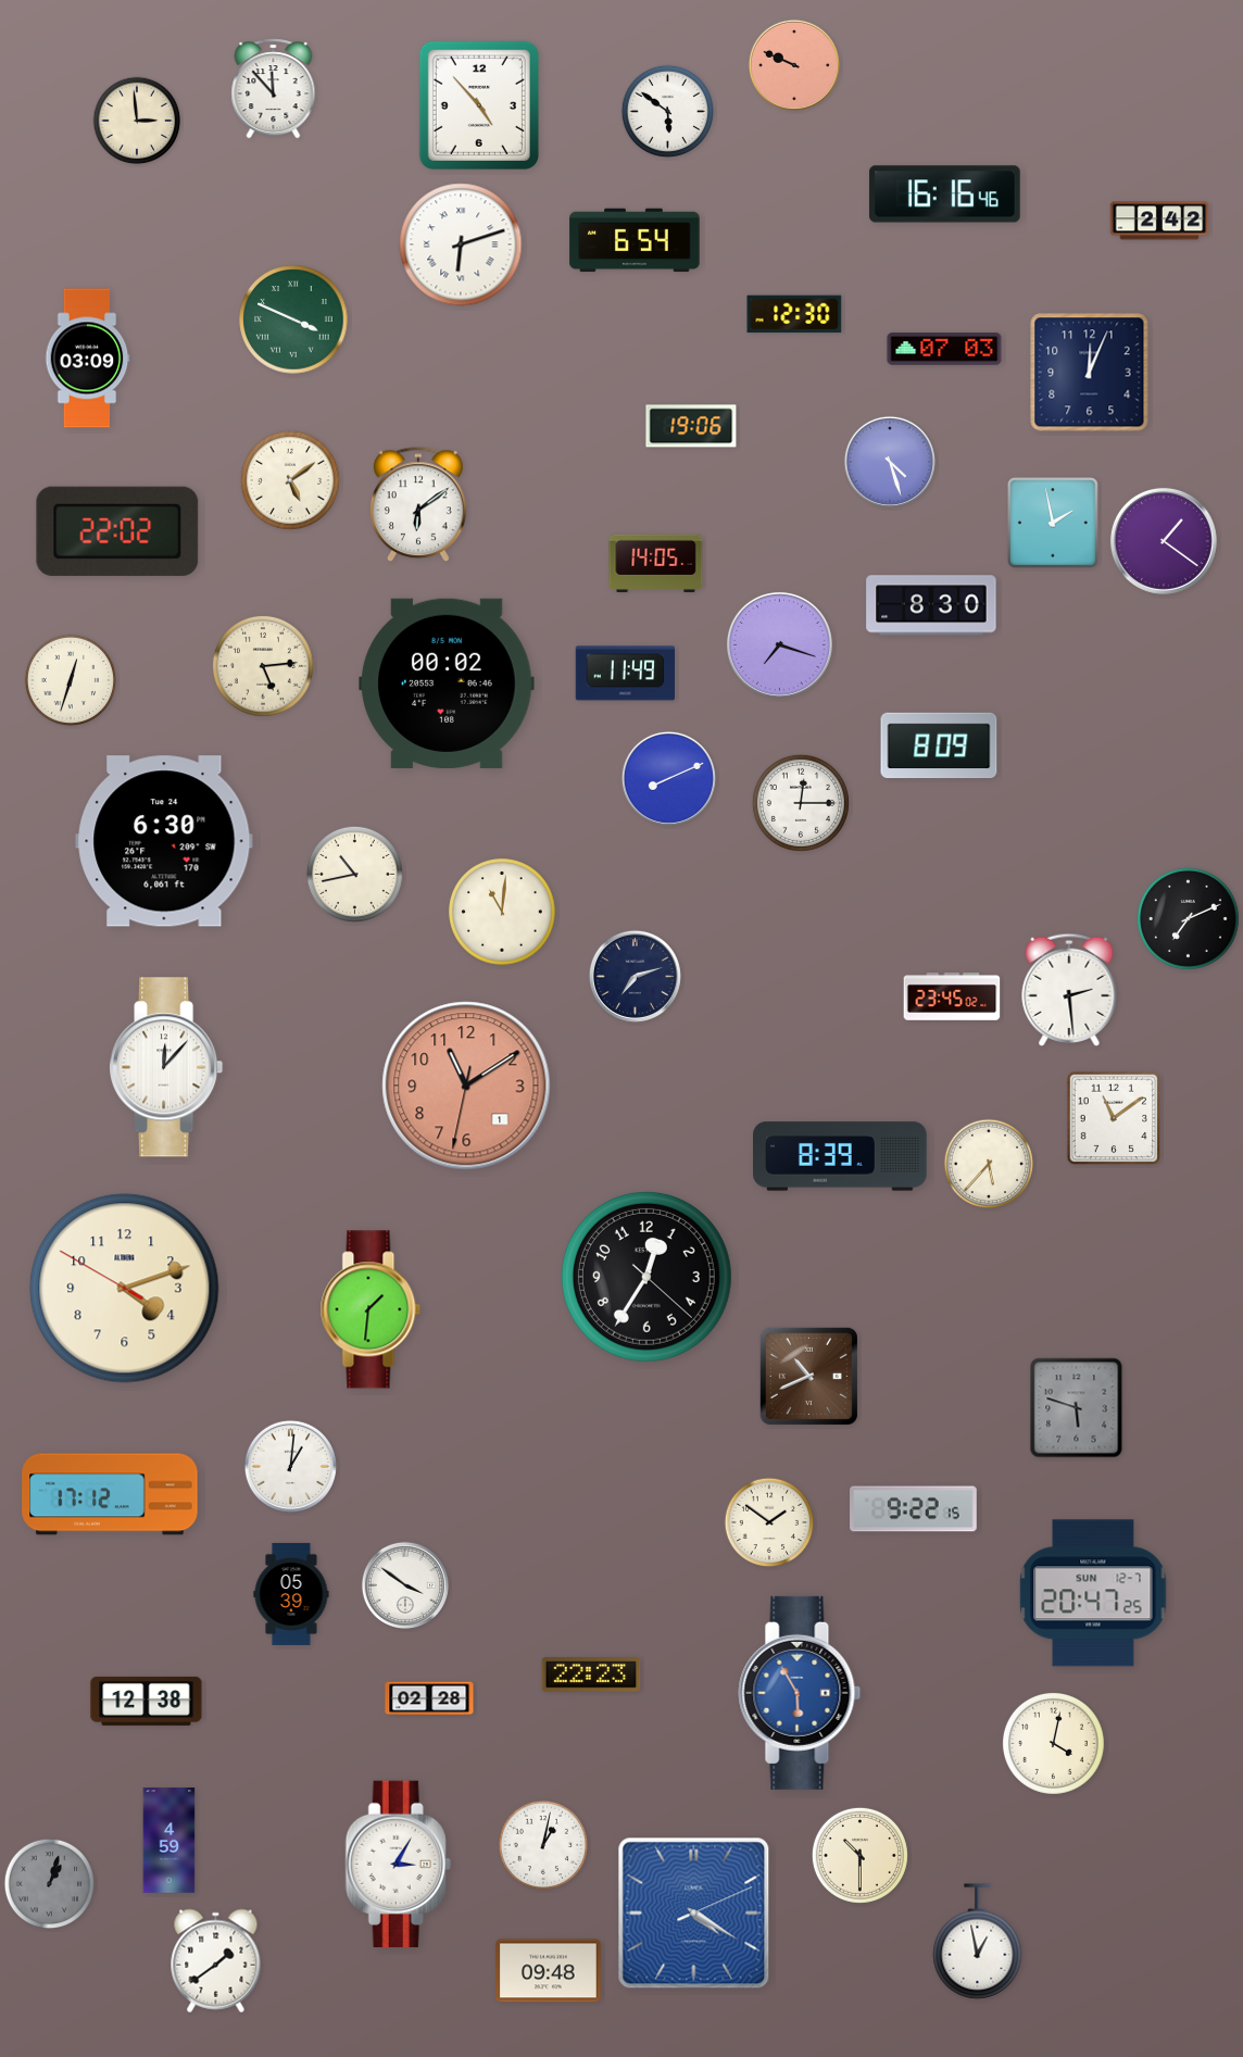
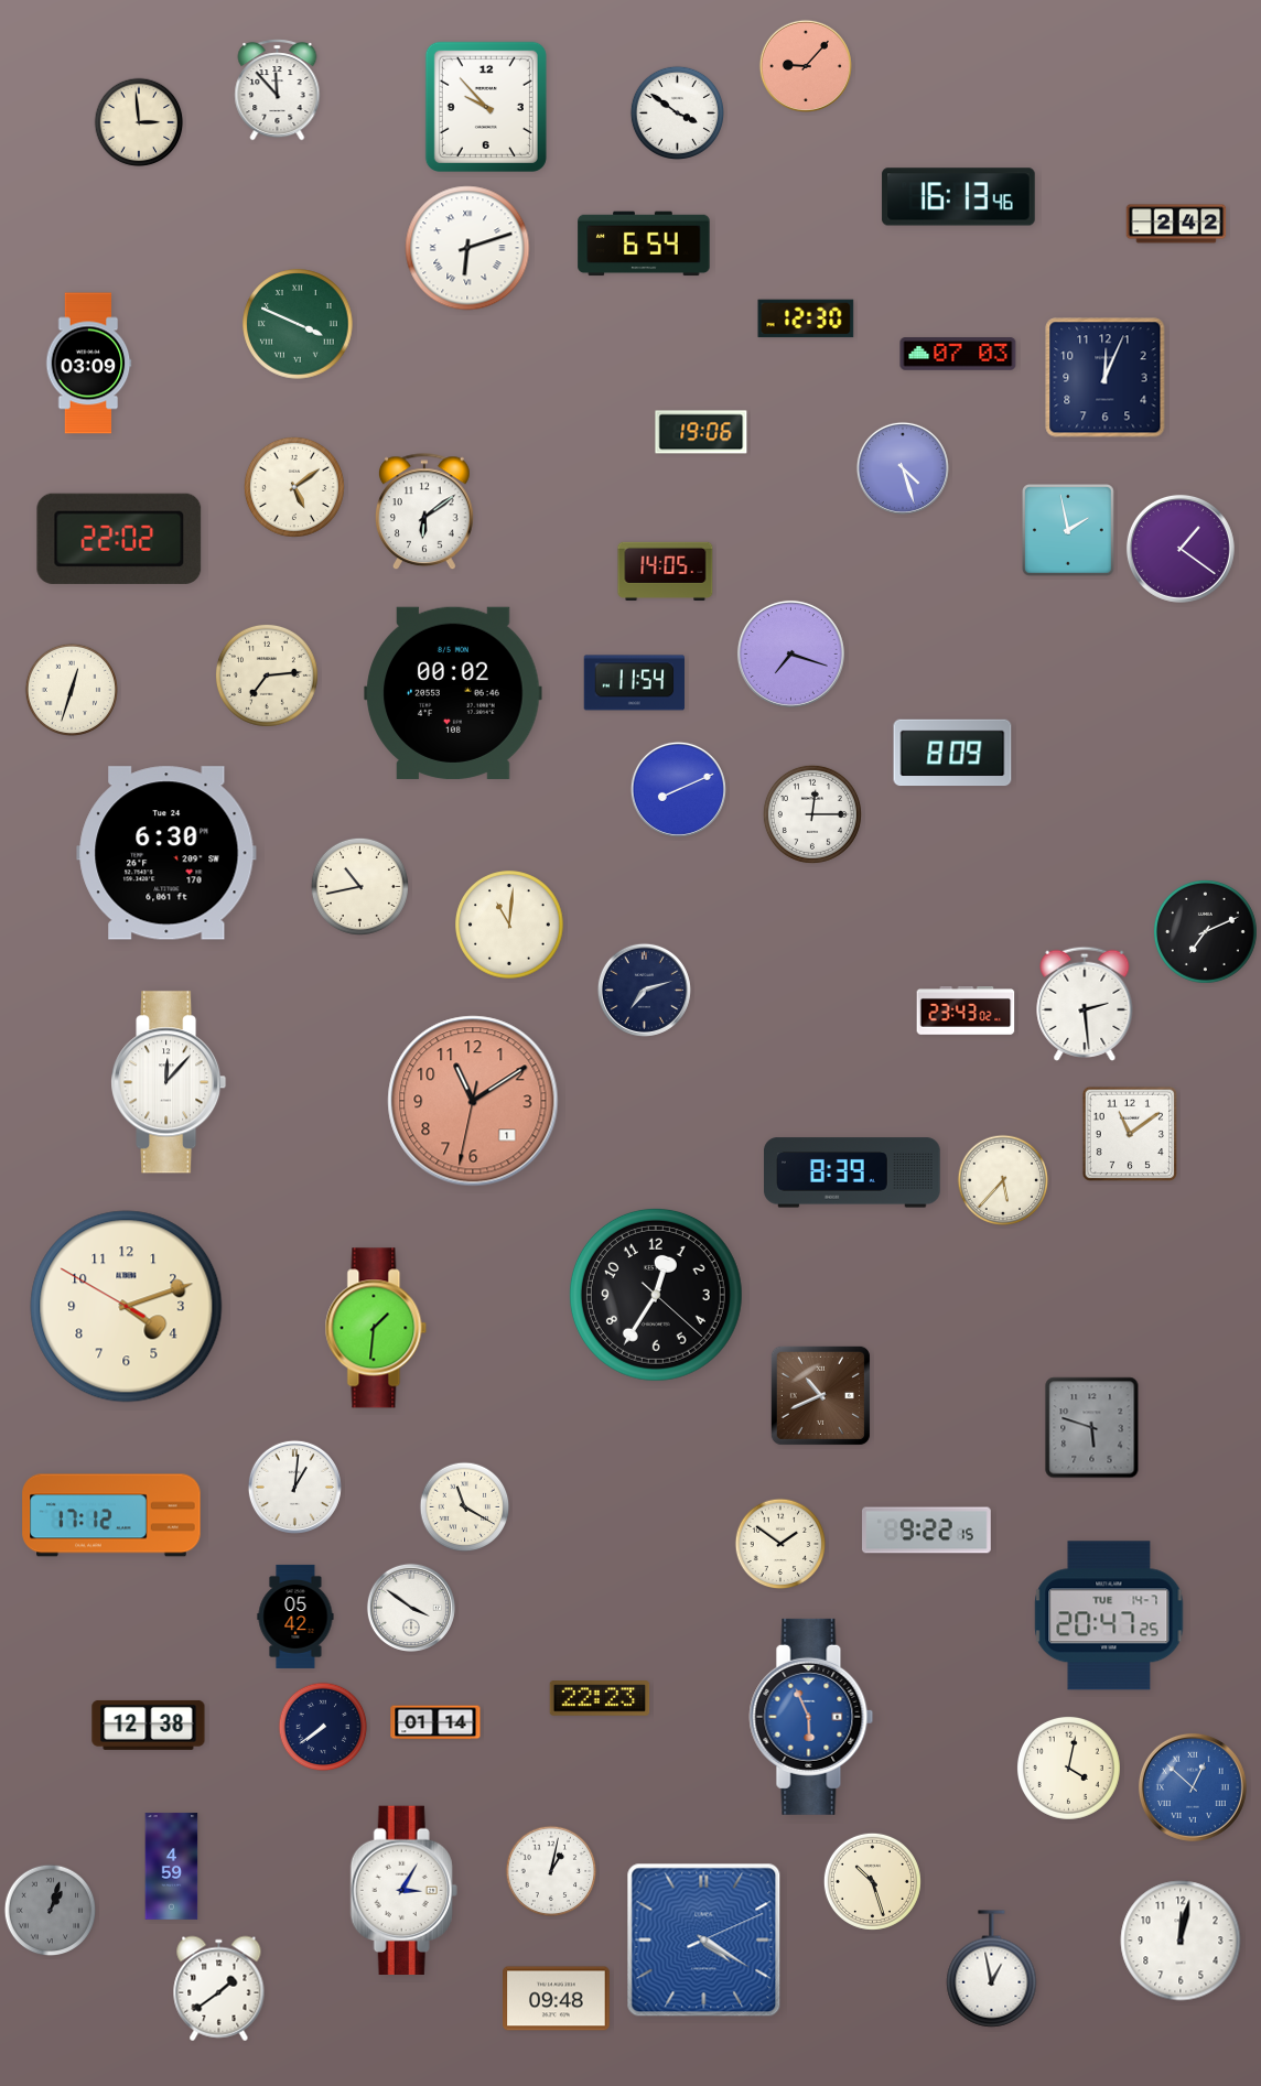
clock at (794, 65): 9:49 -> 9:07
clock at (479, 105): 4:53 -> 9:53
clock at (667, 111): 5:51 -> 3:51
clock at (945, 195): 16:16 -> 16:13
clock at (931, 605): 8:30 -> none
clock at (263, 666): 5:14 -> 7:14
clock at (625, 674): 11:49 -> 11:54
clock at (939, 745) position: (939, 745) -> (952, 753)
clock at (952, 996): 23:45 -> 23:43
clock at (465, 1507): none -> 11:20
clock at (1093, 1593) date: SUN 12-7 -> TUE 14-7
clock at (291, 1594): 05:39 -> 05:42
clock at (800, 1693): 5:55 -> 5:56
clock at (429, 1698): 02:28 -> 01:14
clock at (323, 1727): none -> 7:39
clock at (1193, 1787): none -> 12:52
clock at (859, 1855): 10:30 -> 10:27
clock at (1181, 1941): none -> 12:02
